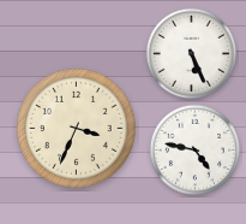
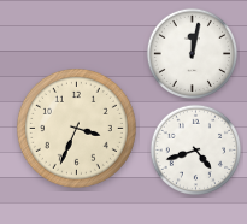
clock at (191, 53): 5:26 -> 12:02
clock at (194, 149): 4:47 -> 4:42
